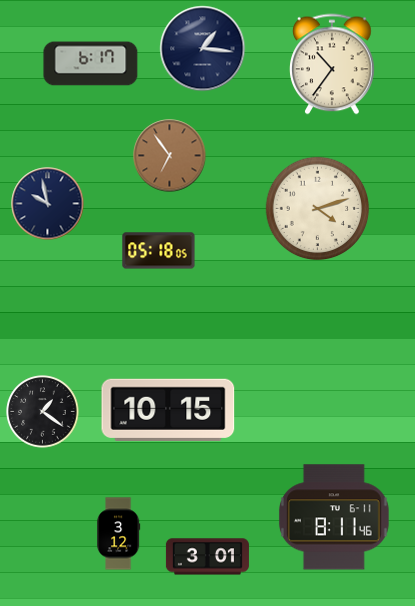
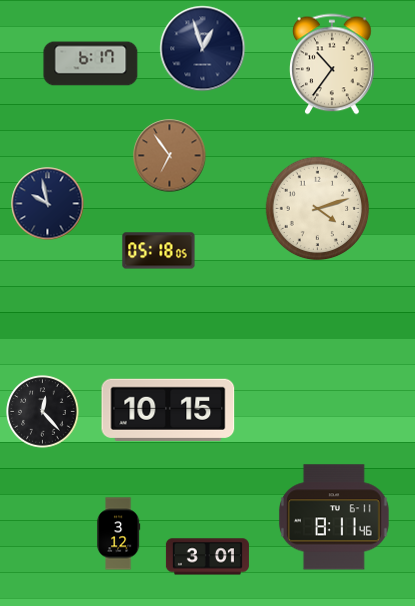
clock at (203, 49): 1:16 -> 12:57
clock at (43, 412): 1:21 -> 12:23
